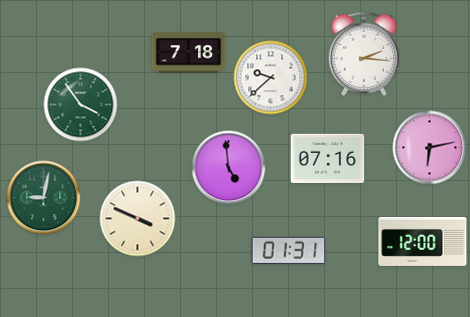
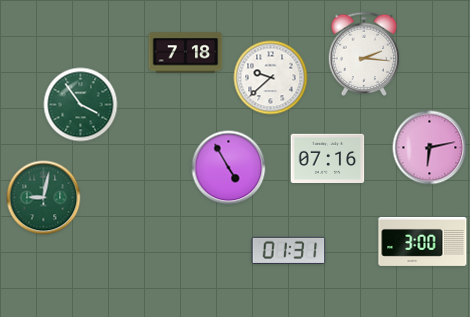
clock at (189, 53) position: (189, 53) -> (186, 53)
clock at (229, 168): 4:59 -> 4:55
clock at (138, 219): 3:49 -> none
clock at (423, 241): 12:00 -> 3:00
